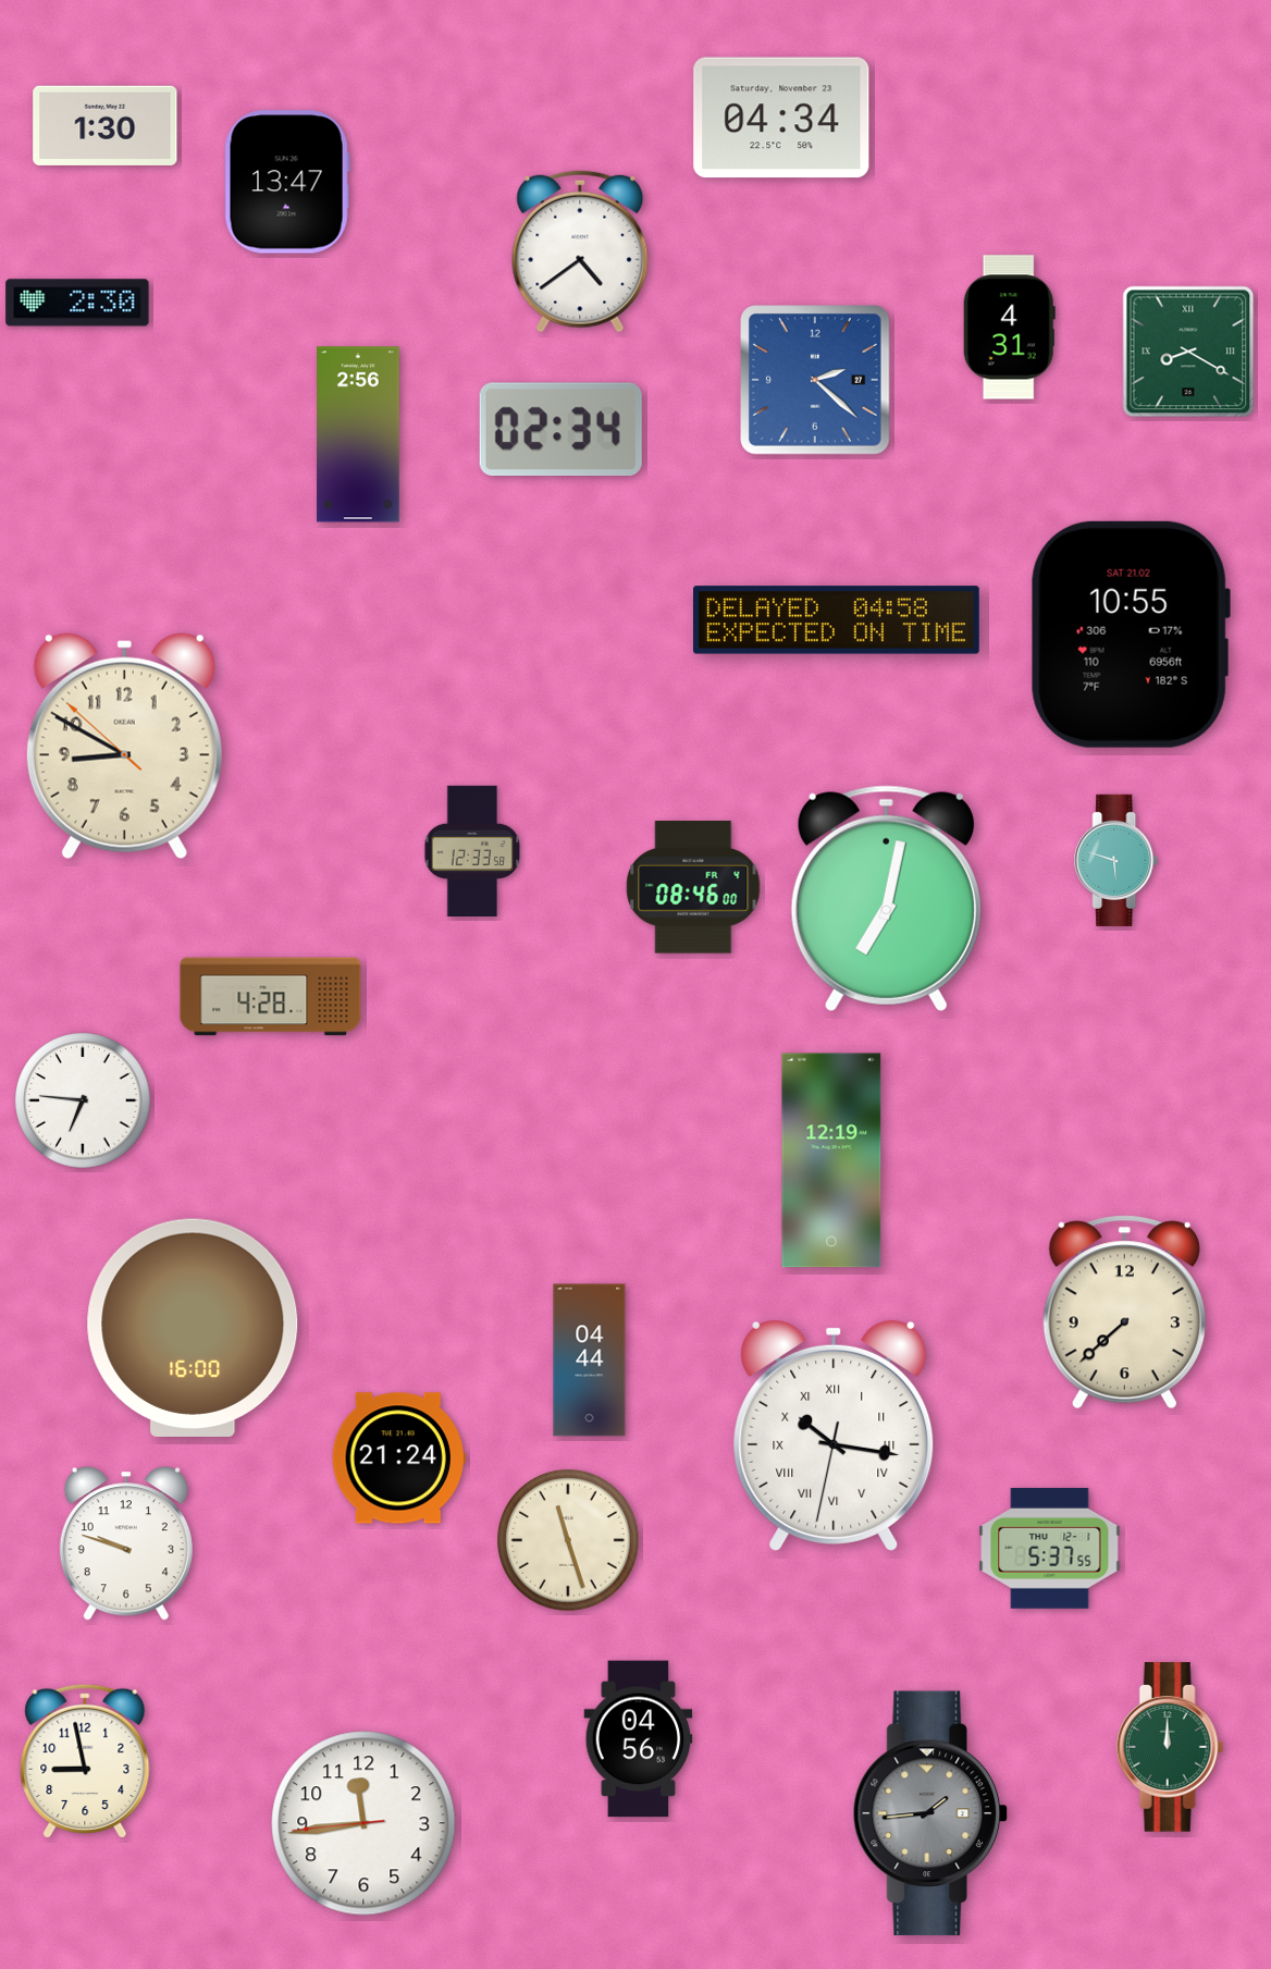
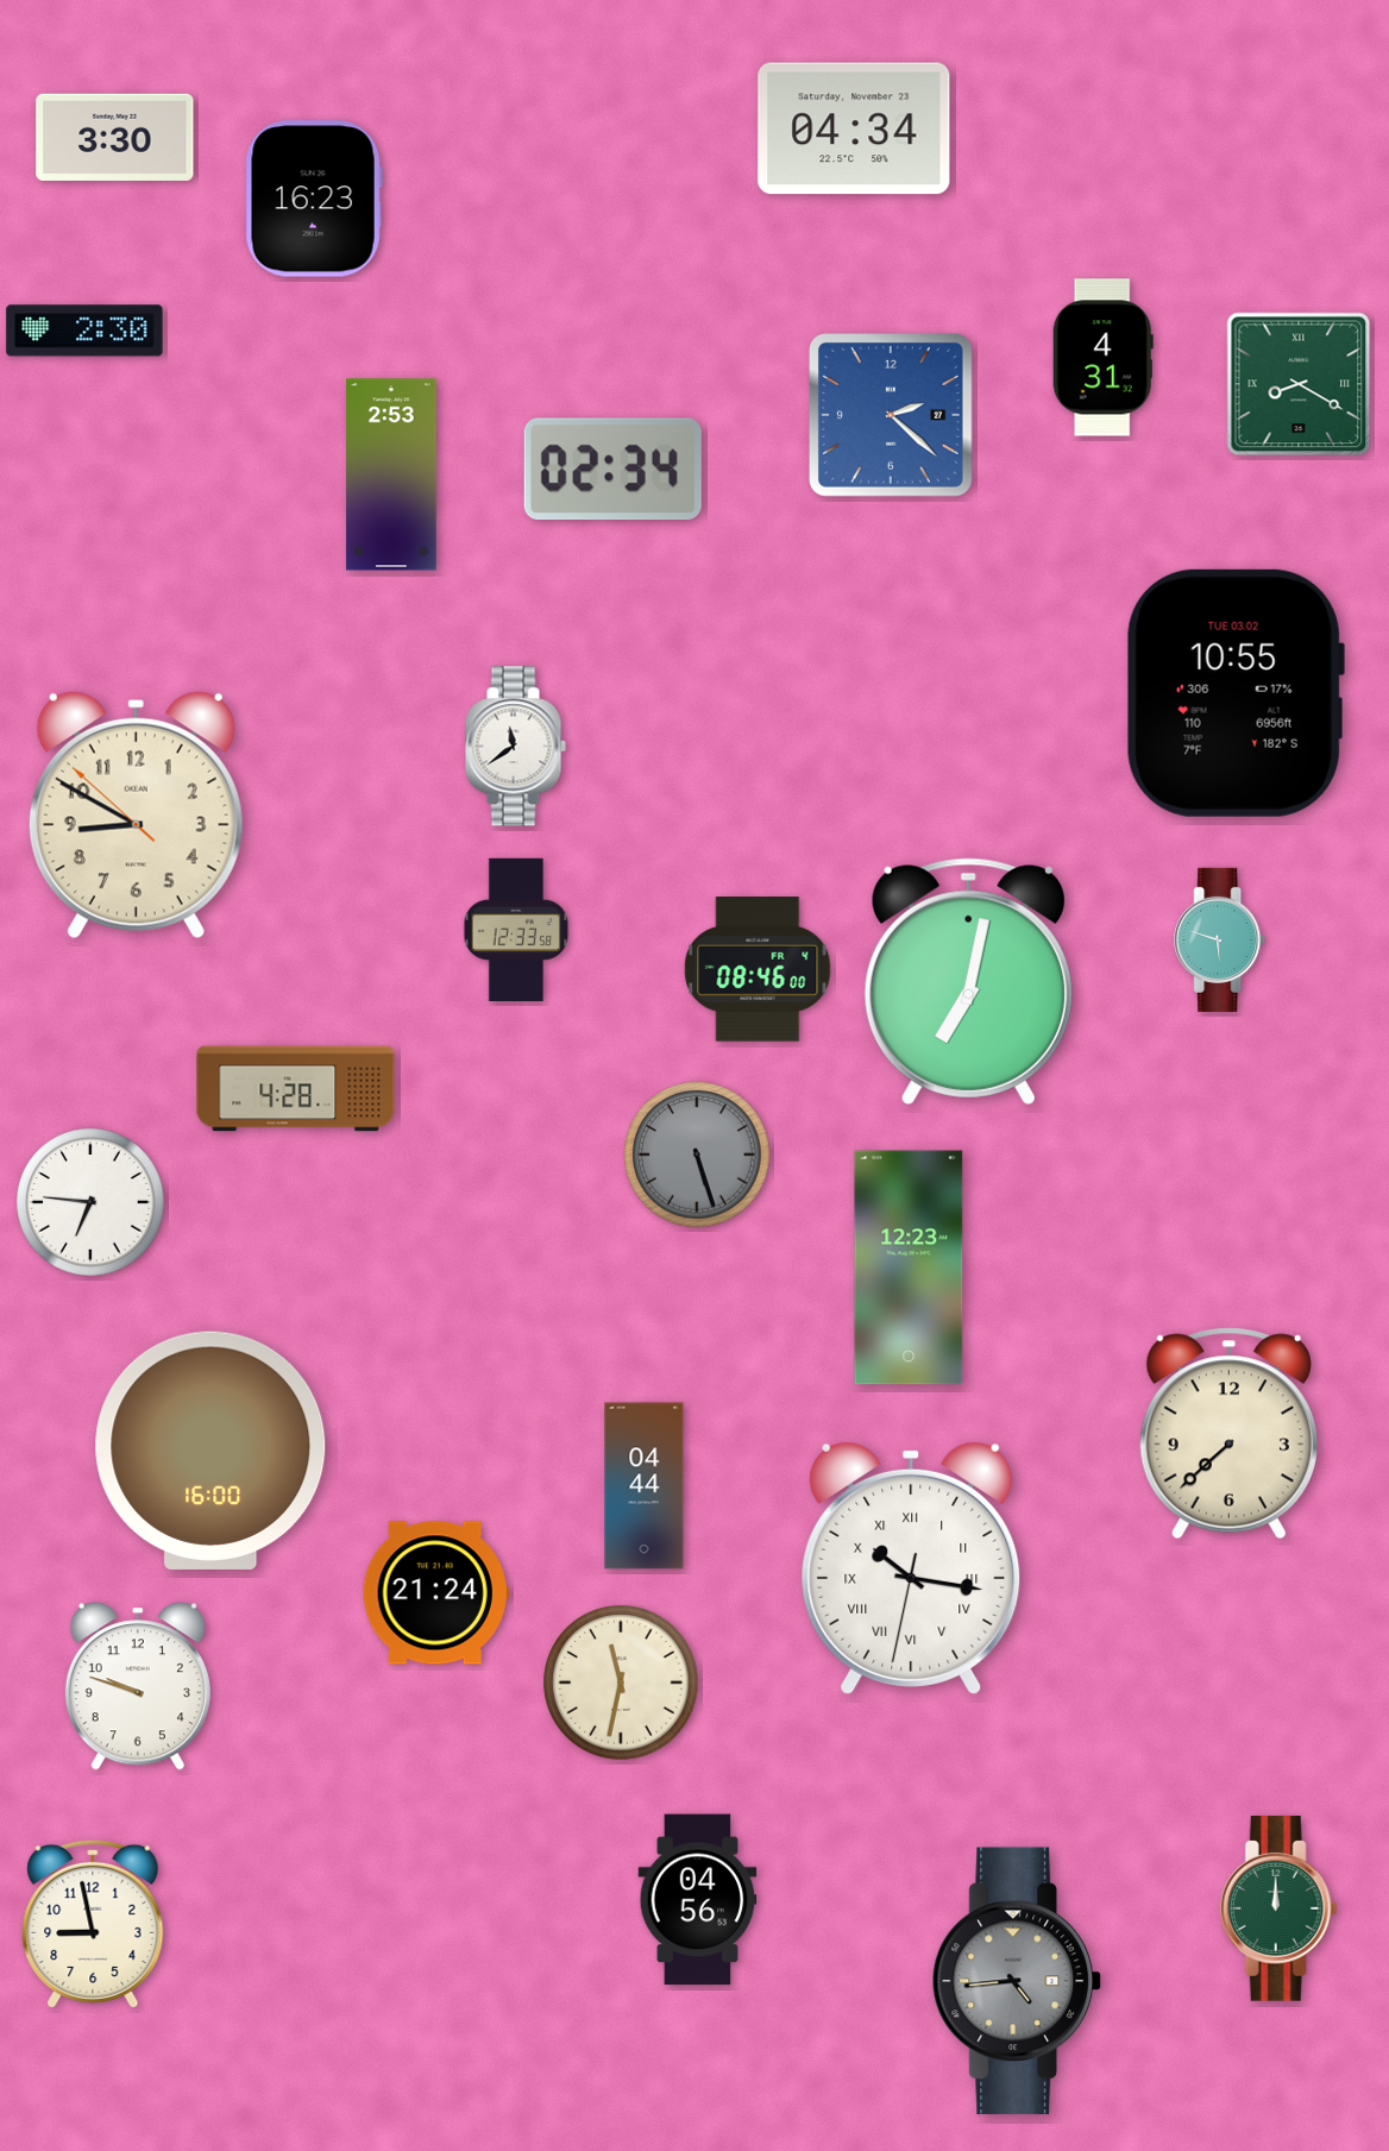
clock at (106, 125): 1:30 -> 3:30
clock at (287, 182): 13:47 -> 16:23
clock at (580, 251): 4:39 -> none
clock at (358, 434): 2:56 -> 2:53
clock at (836, 620): 04:58 -> none
clock at (1131, 635) date: SAT 21.02 -> TUE 03.02
clock at (515, 747): none -> 11:39
clock at (697, 1155): none -> 5:27
clock at (831, 1160): 12:19 -> 12:23
clock at (568, 1540): 11:27 -> 11:32
clock at (1050, 1549): 5:37 -> none
clock at (930, 1813): 1:44 -> 4:44
clock at (363, 1823): 11:43 -> none
